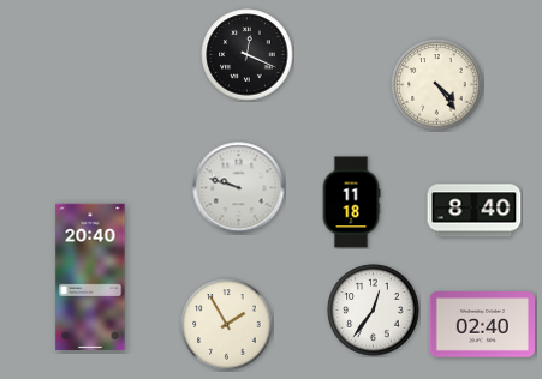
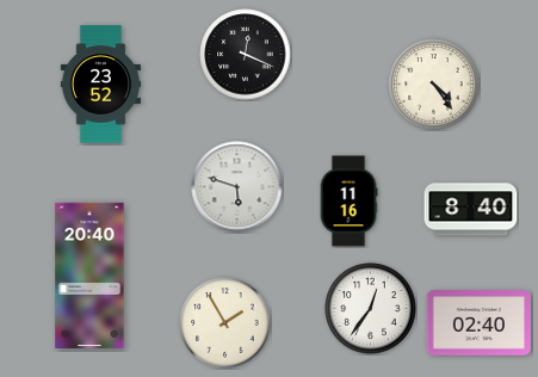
clock at (100, 85): none -> 23:52
clock at (239, 188): 9:48 -> 5:48
clock at (351, 203): 11:18 -> 11:16
